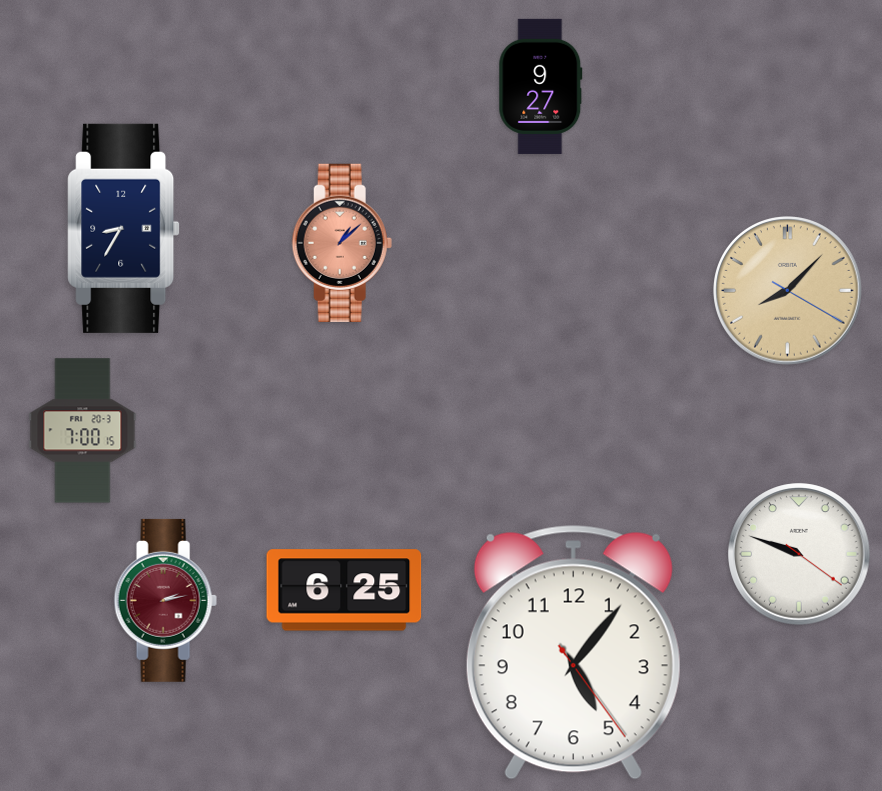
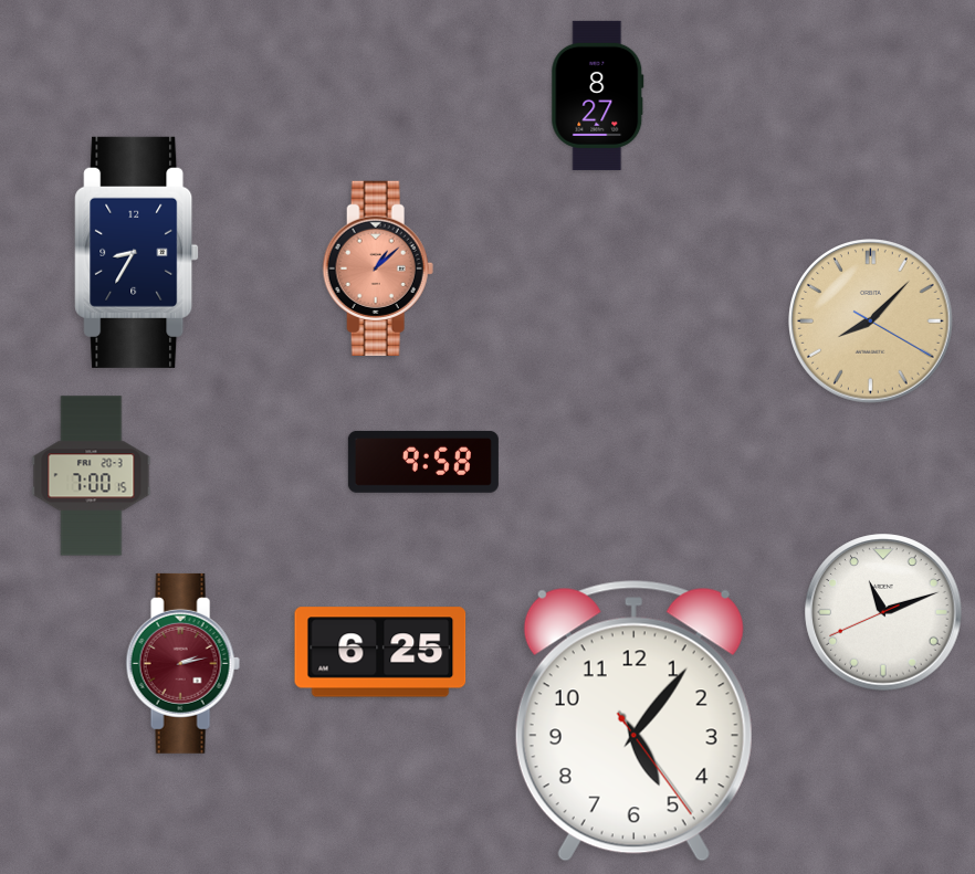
clock at (541, 86): 9:27 -> 8:27
clock at (423, 462): none -> 9:58
clock at (799, 554): 9:48 -> 11:11
